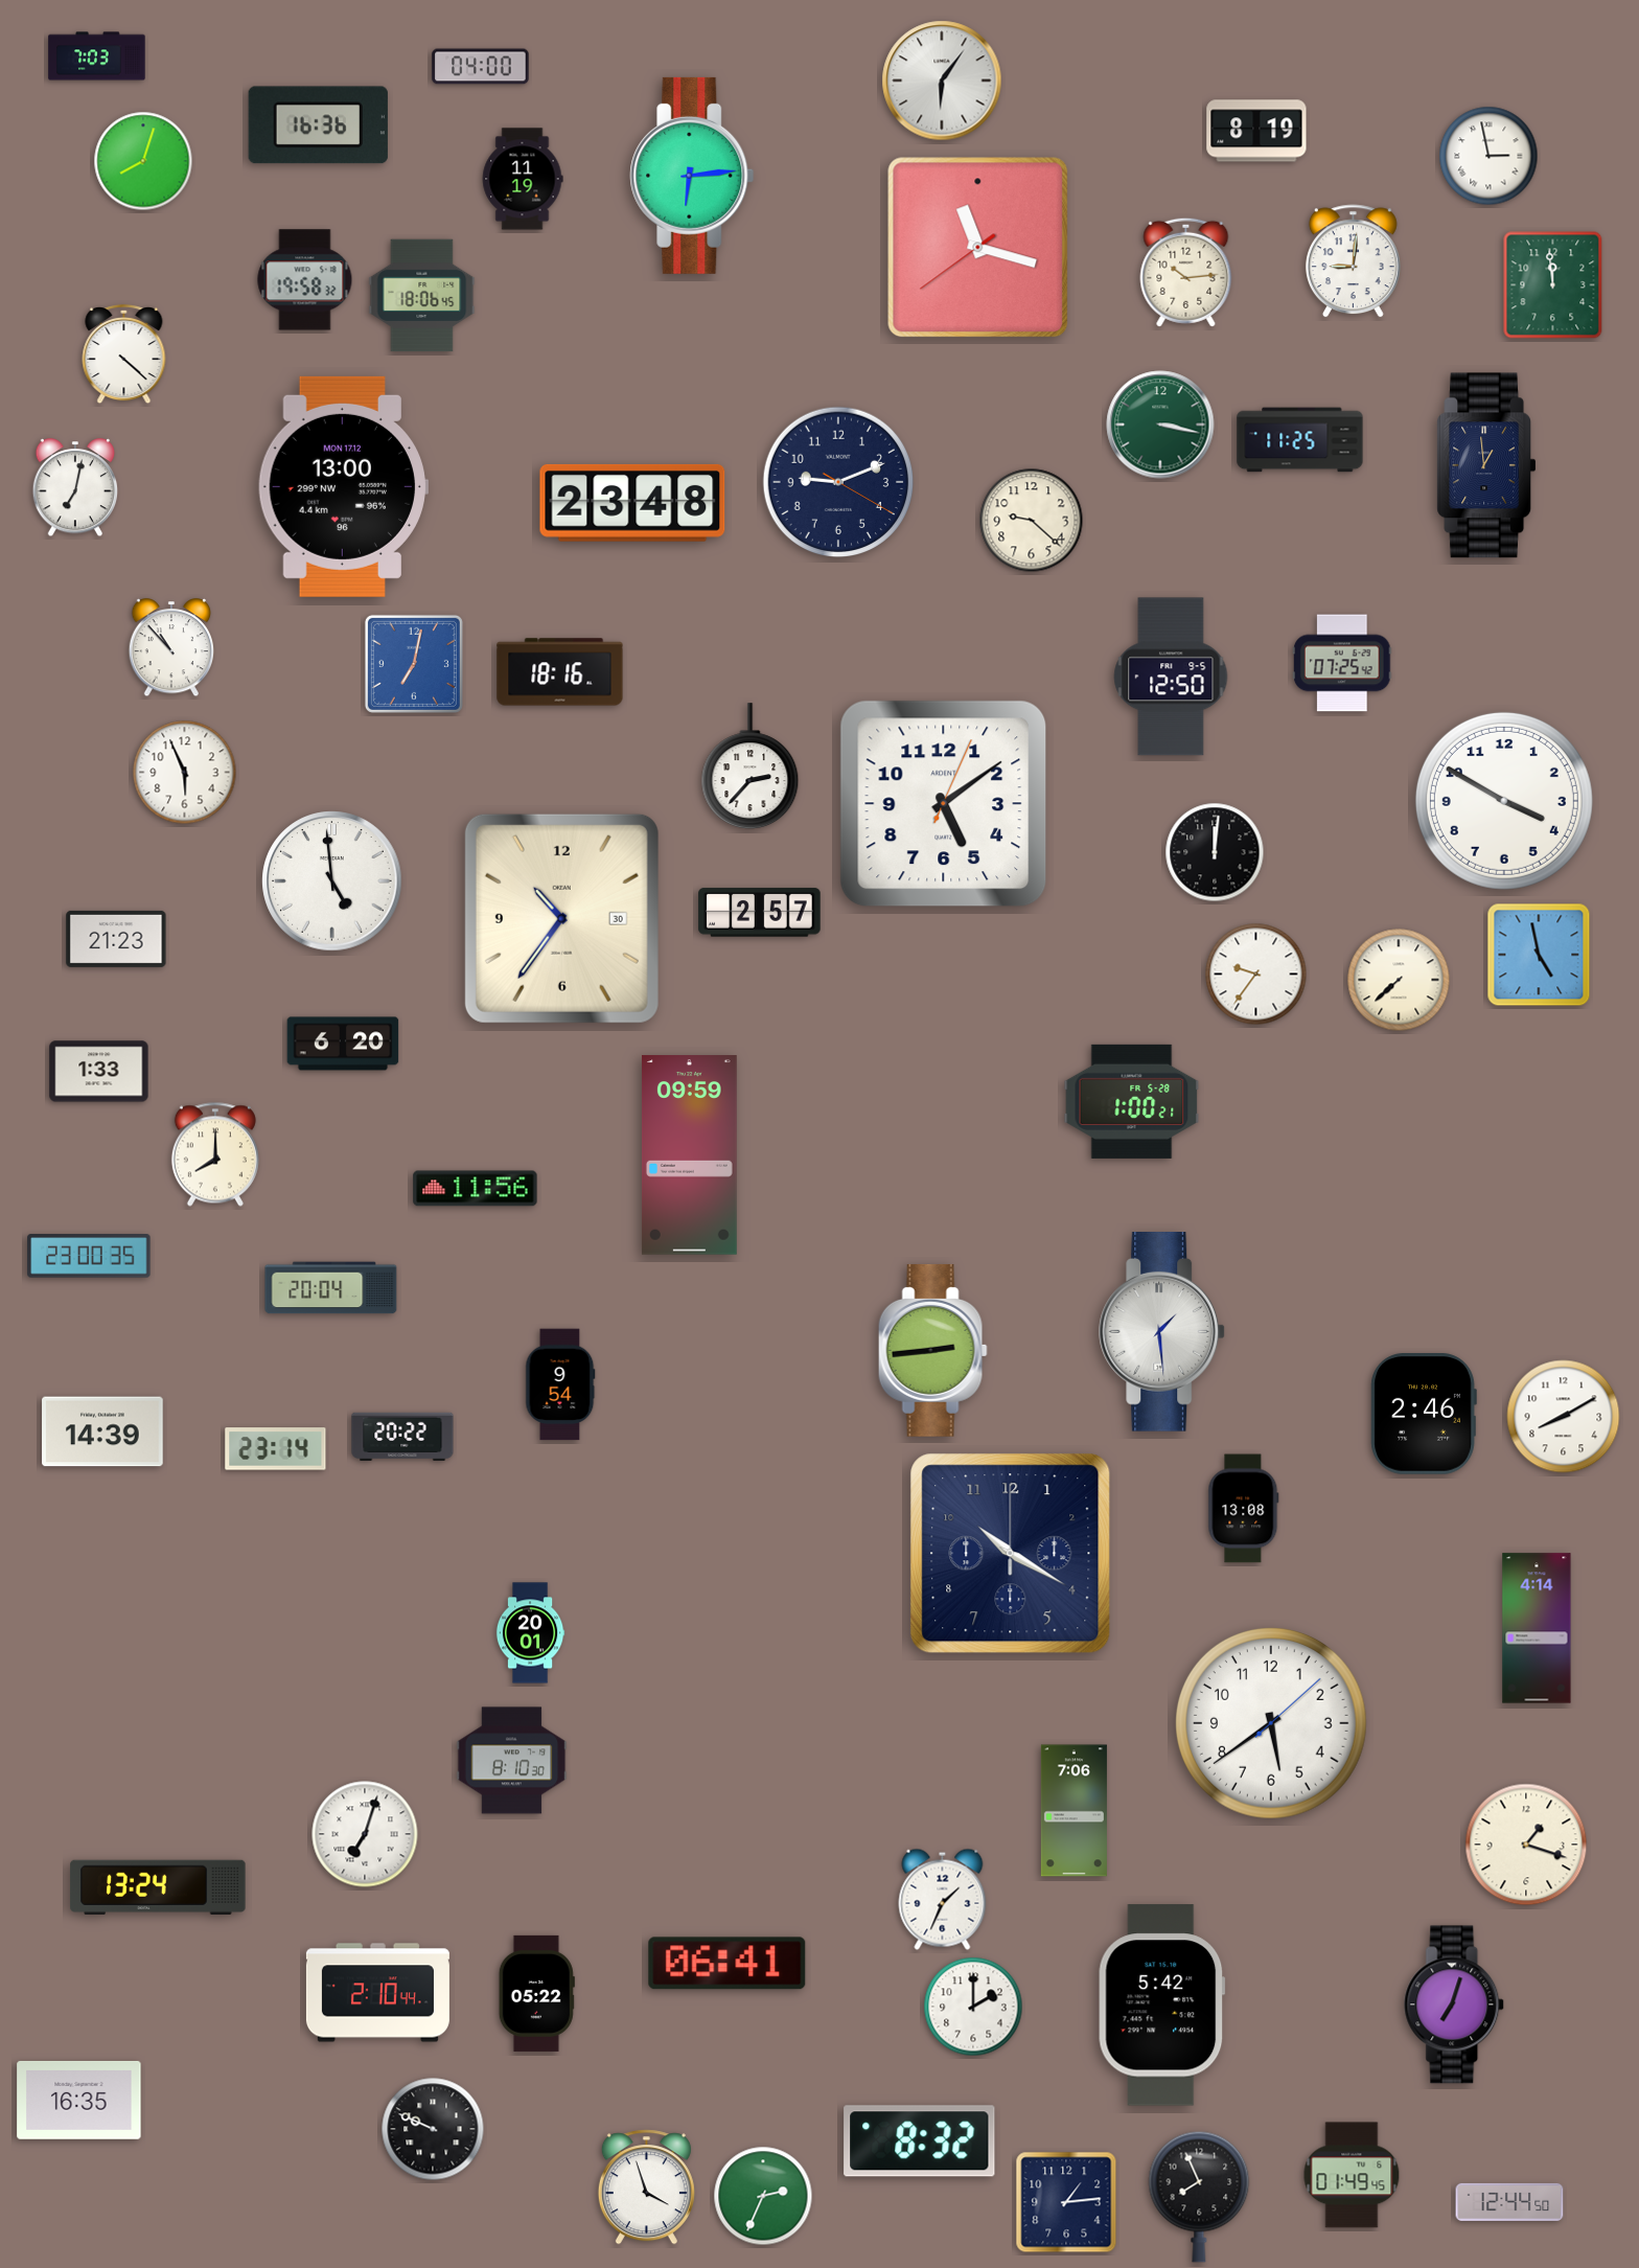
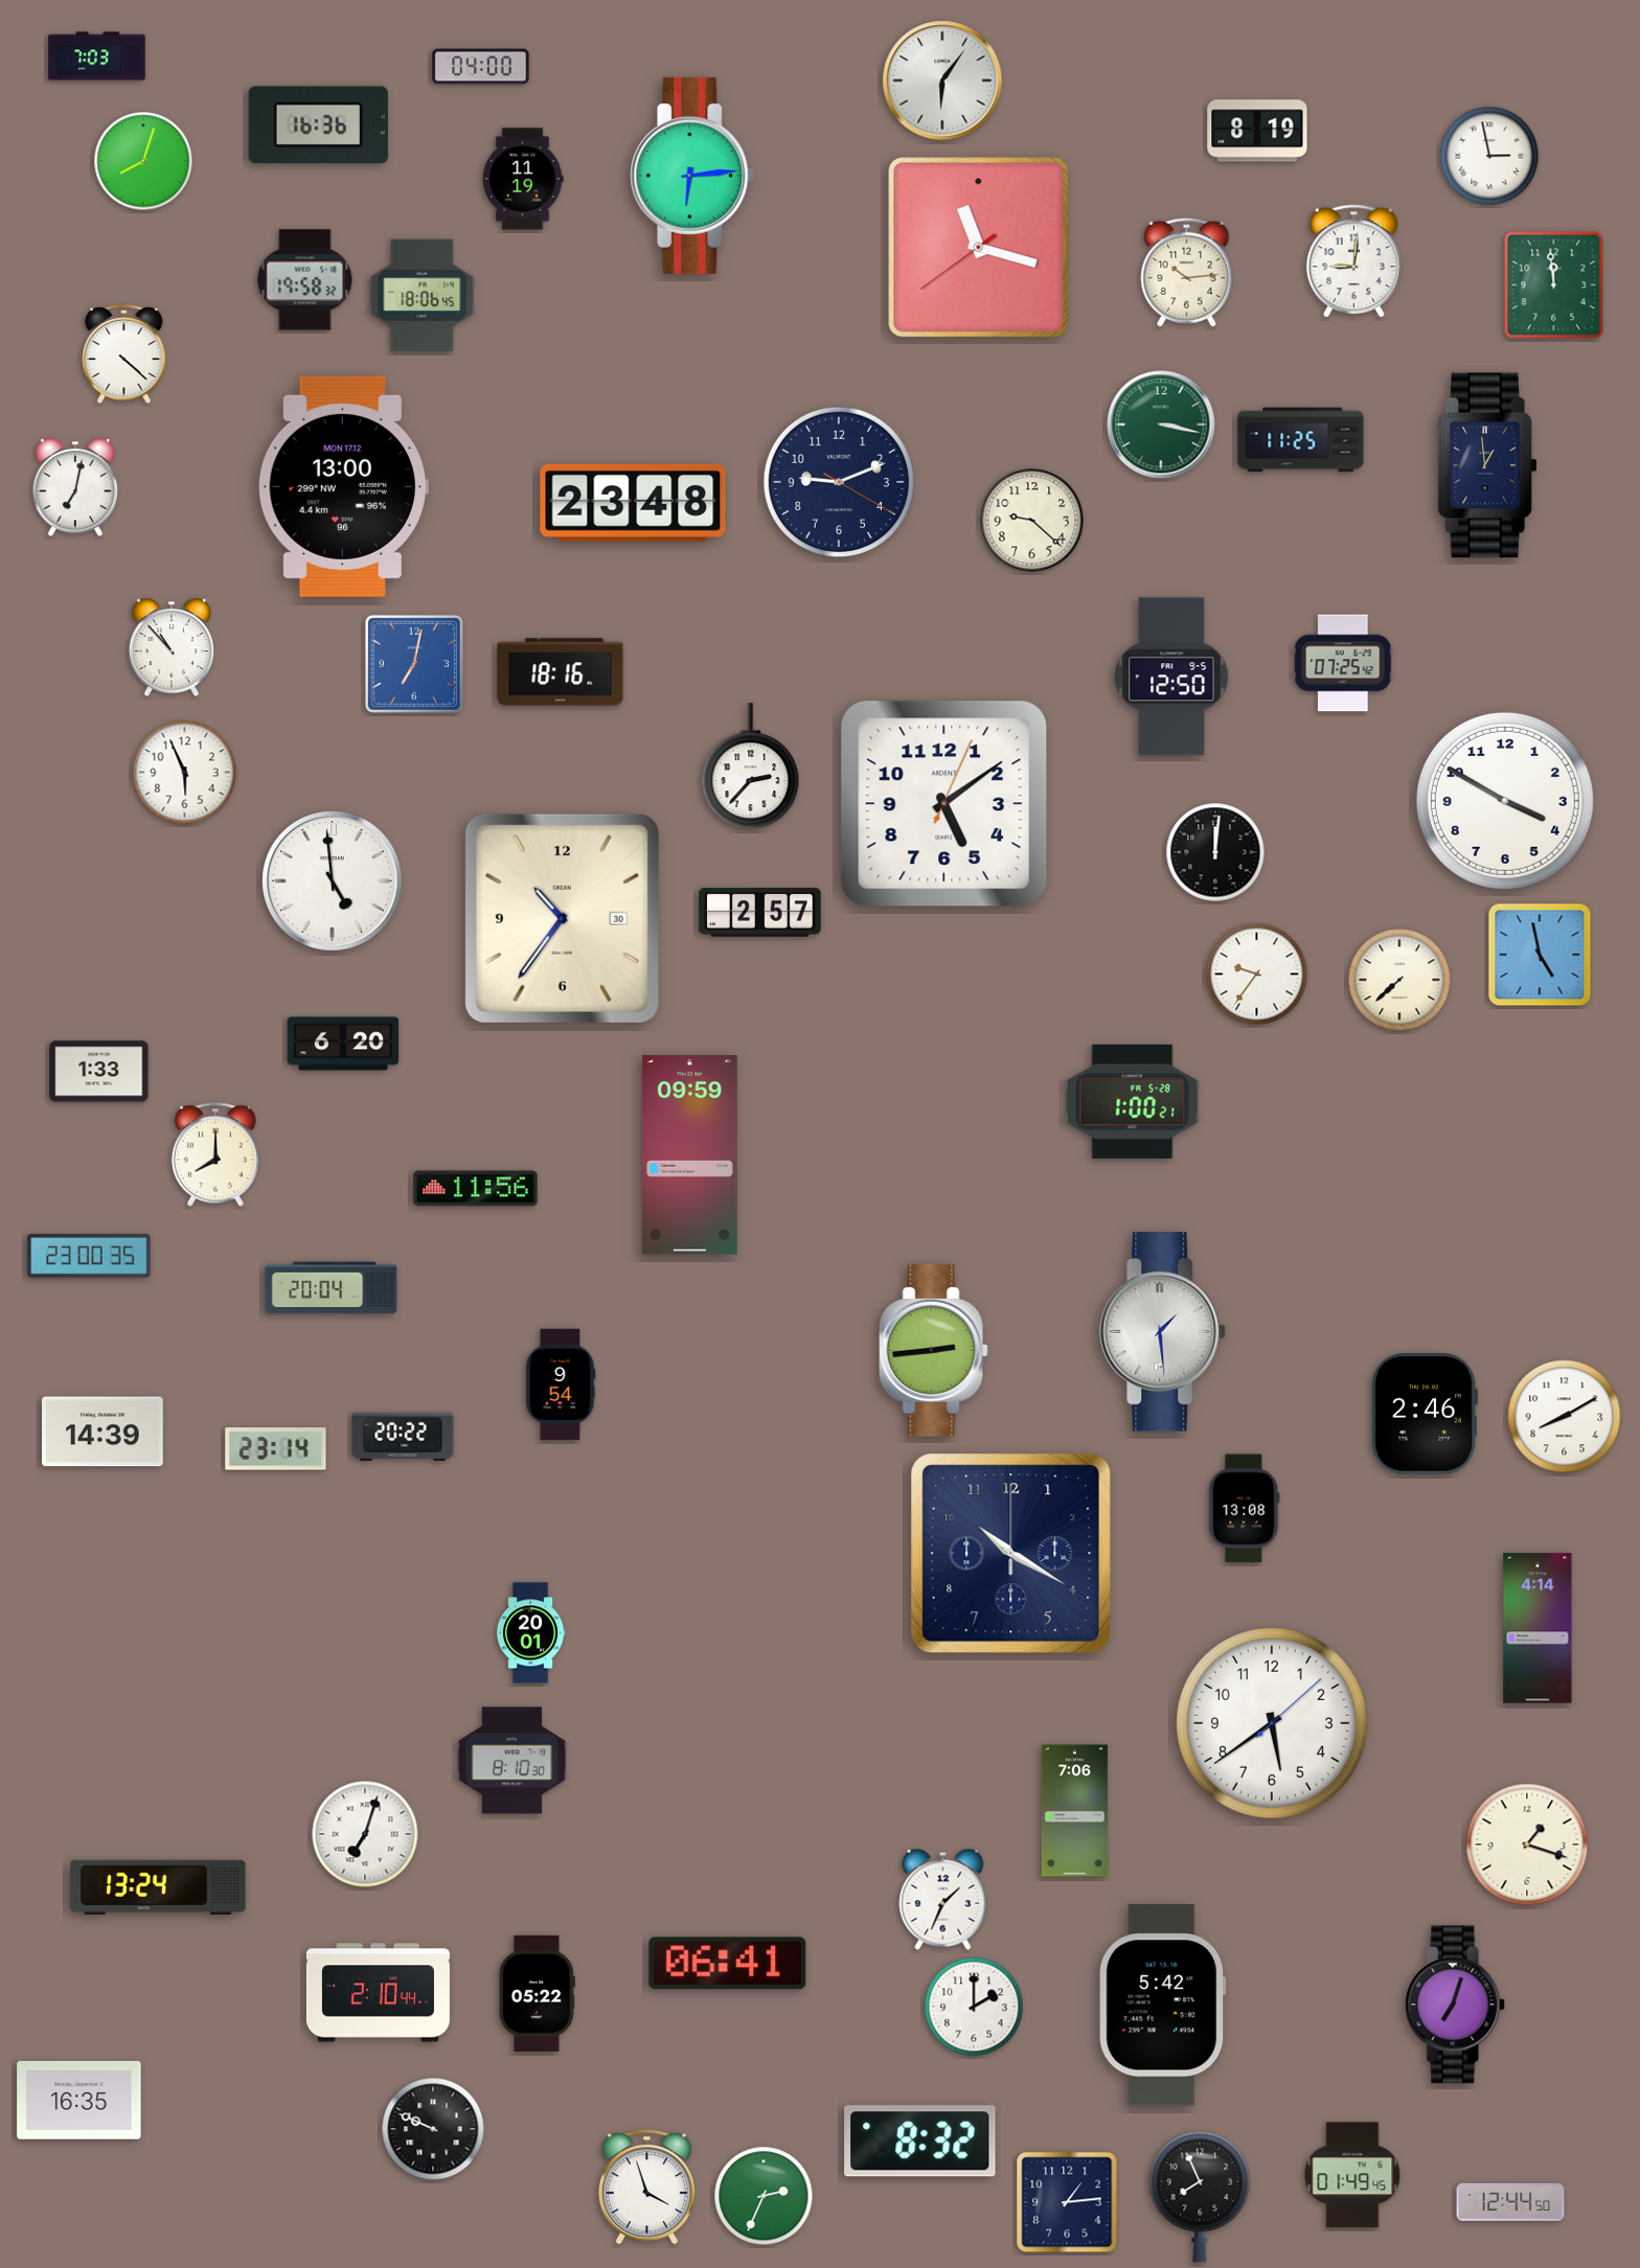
clock at (116, 939): 21:23 -> none
